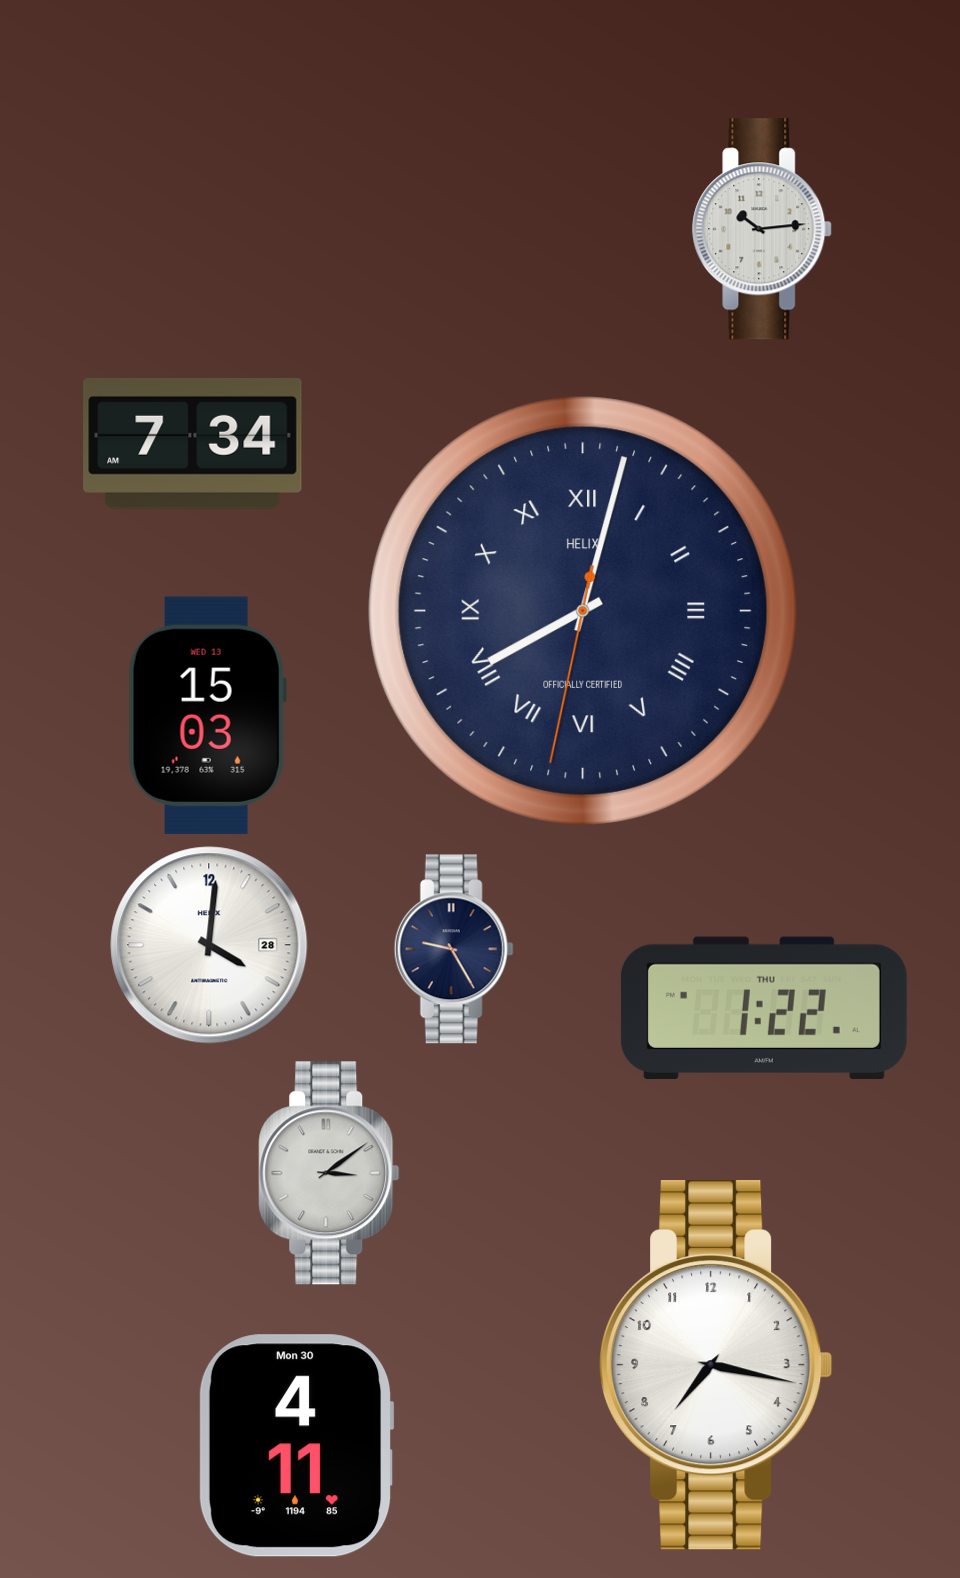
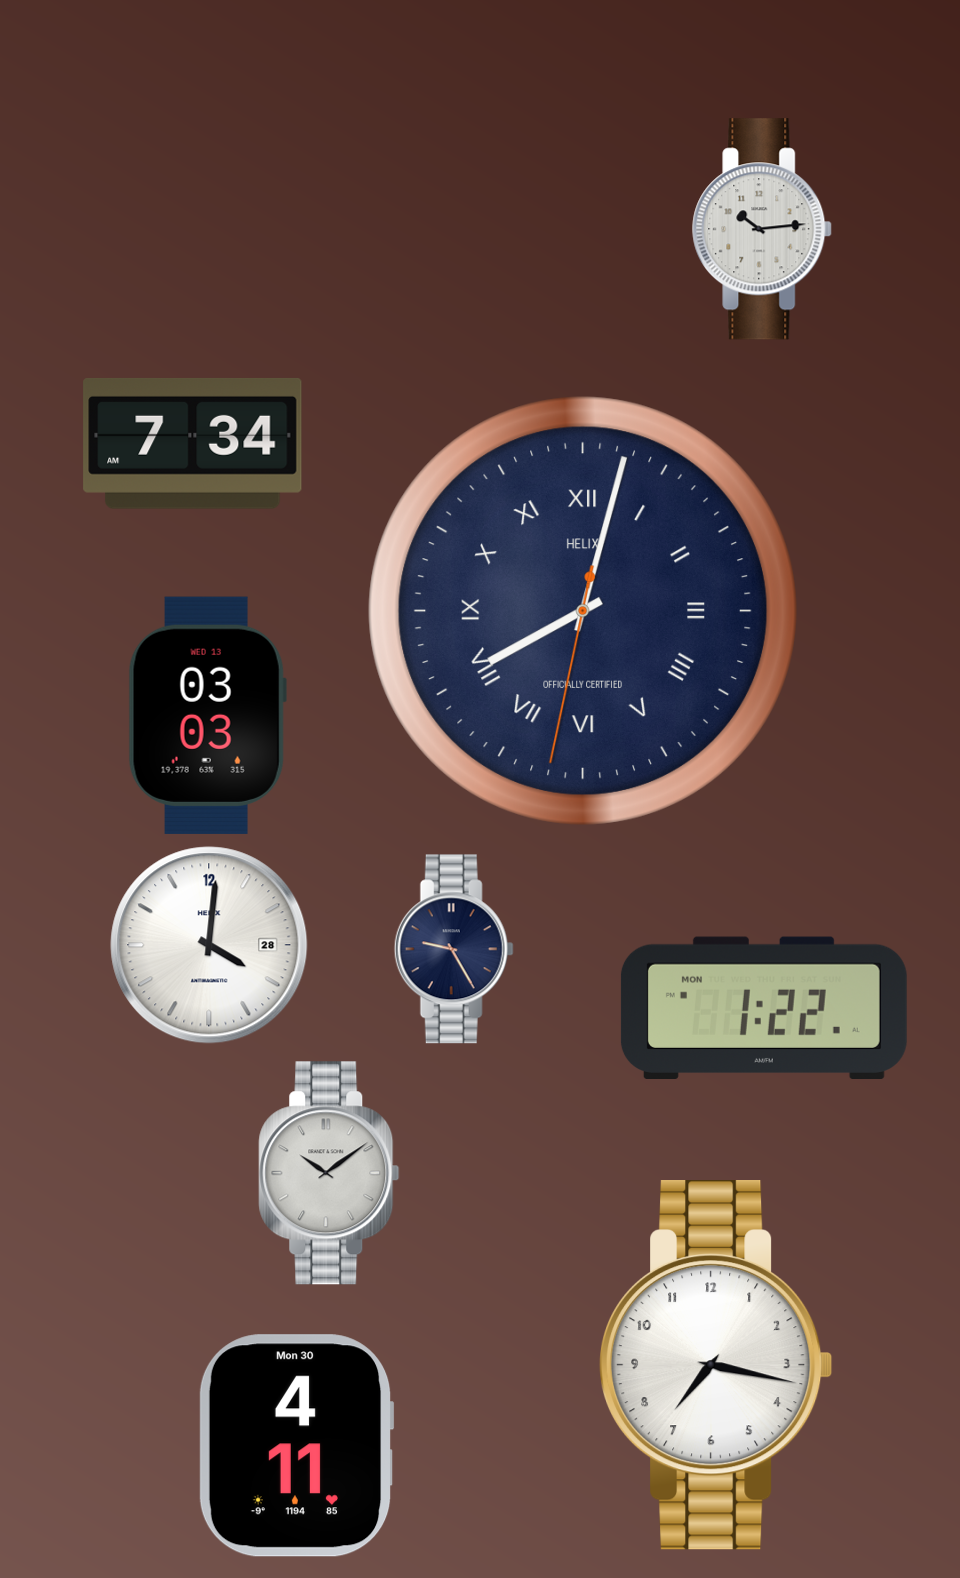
clock at (207, 715): 15:03 -> 03:03
clock at (764, 1007) date: THU -> MON
clock at (329, 1173): 3:09 -> 10:09
